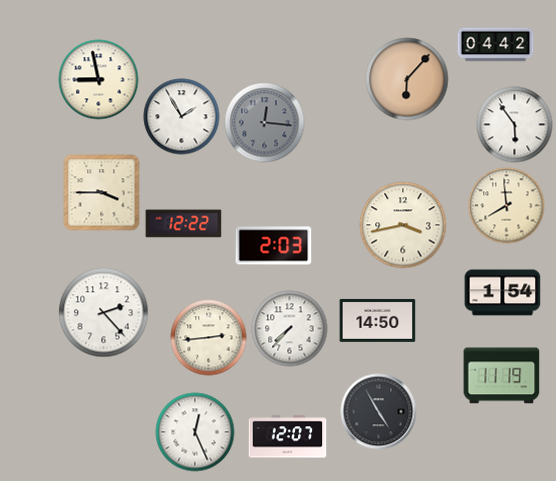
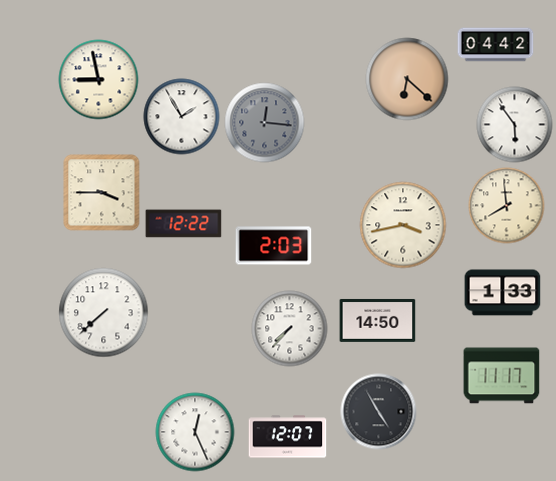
clock at (407, 79): 6:07 -> 6:22
clock at (503, 293): 1:54 -> 1:33
clock at (104, 313): 2:23 -> 7:38
clock at (209, 338): 2:44 -> none
clock at (502, 376): 11:19 -> 11:17
